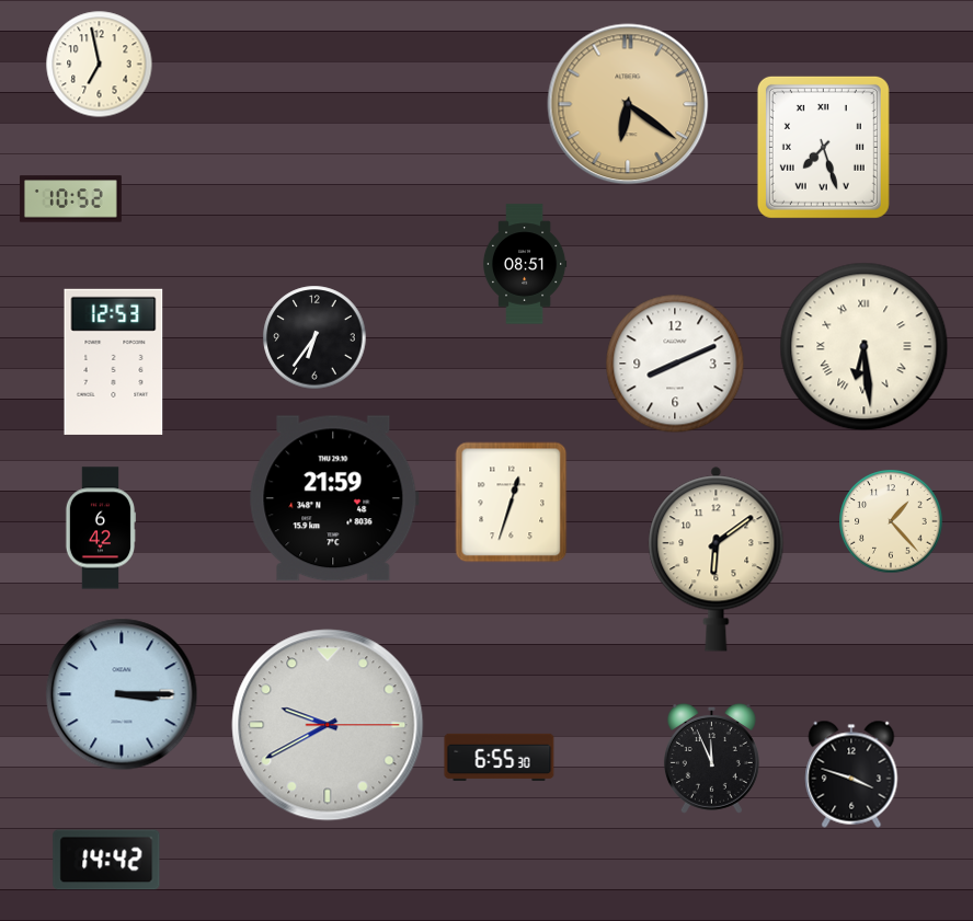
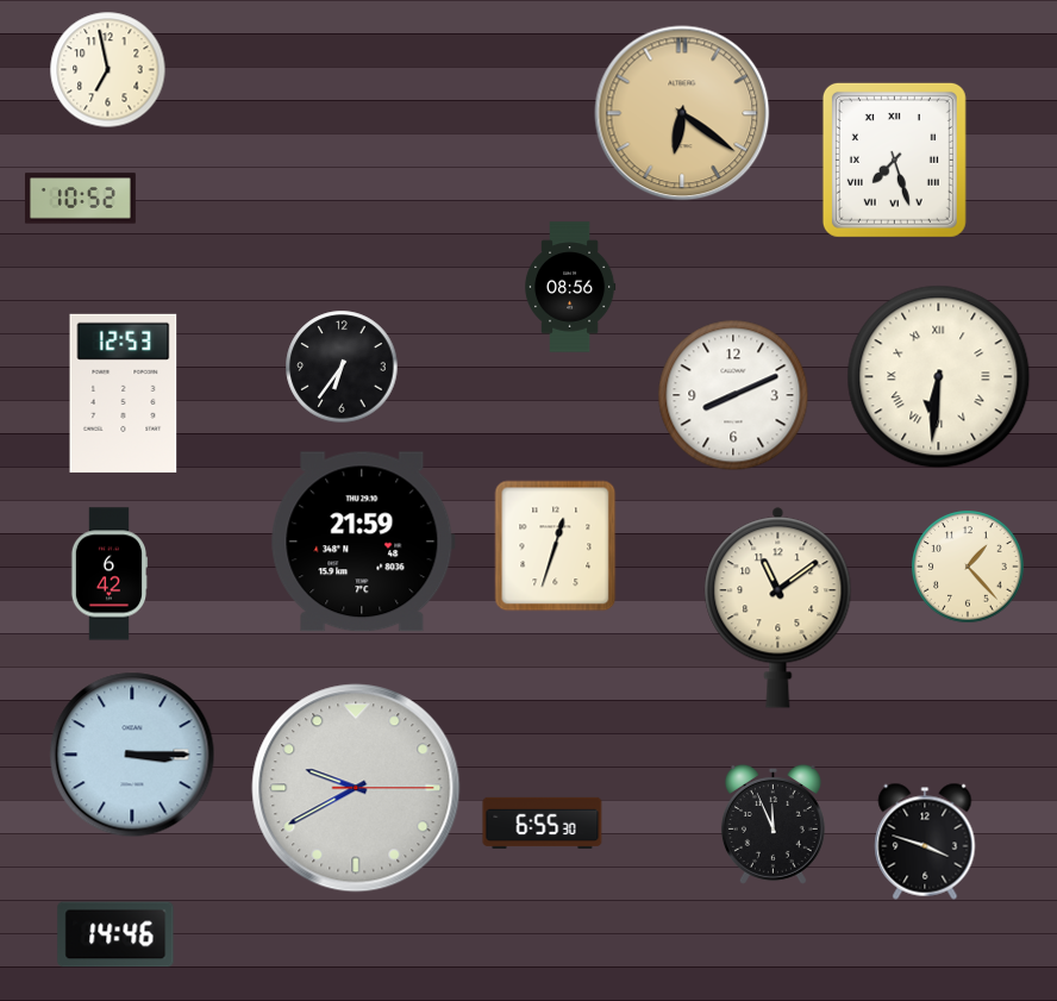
clock at (70, 199) position: (70, 199) -> (80, 199)
clock at (525, 264): 08:51 -> 08:56
clock at (865, 347): 6:29 -> 6:31
clock at (717, 559): 6:09 -> 11:09
clock at (106, 860): 14:42 -> 14:46
